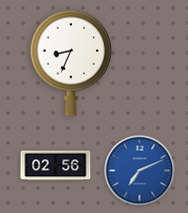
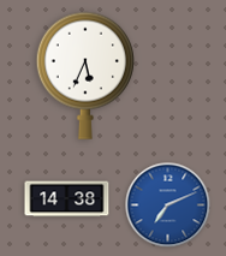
clock at (71, 63): 8:34 -> 5:34
clock at (56, 166): 02:56 -> 14:38
